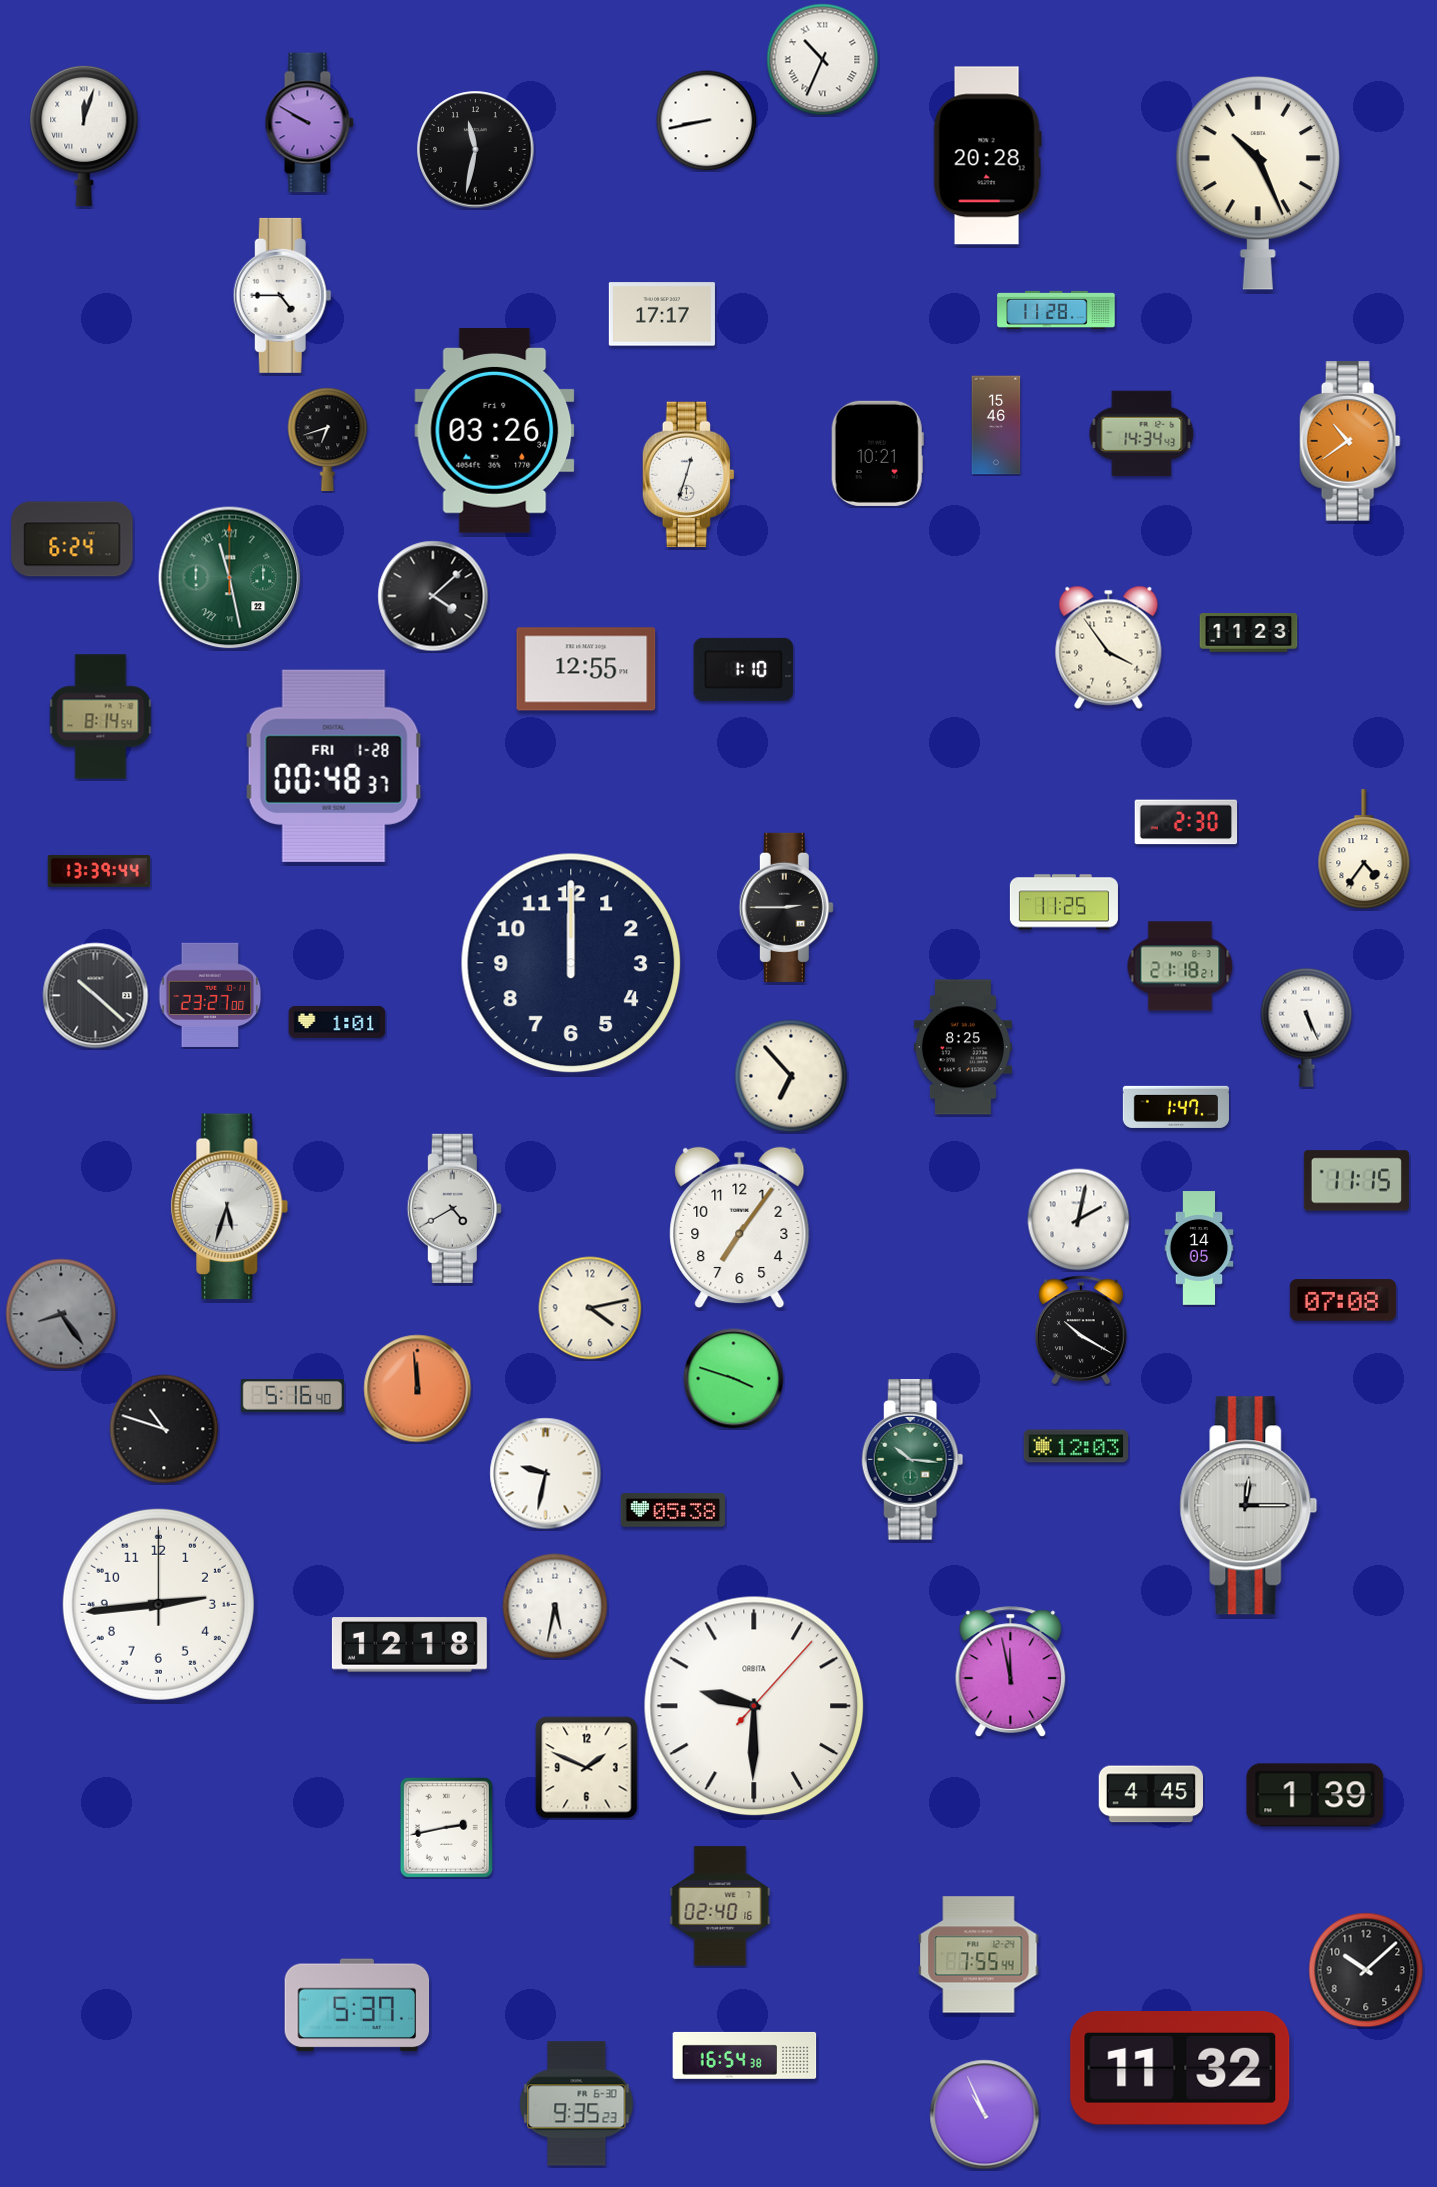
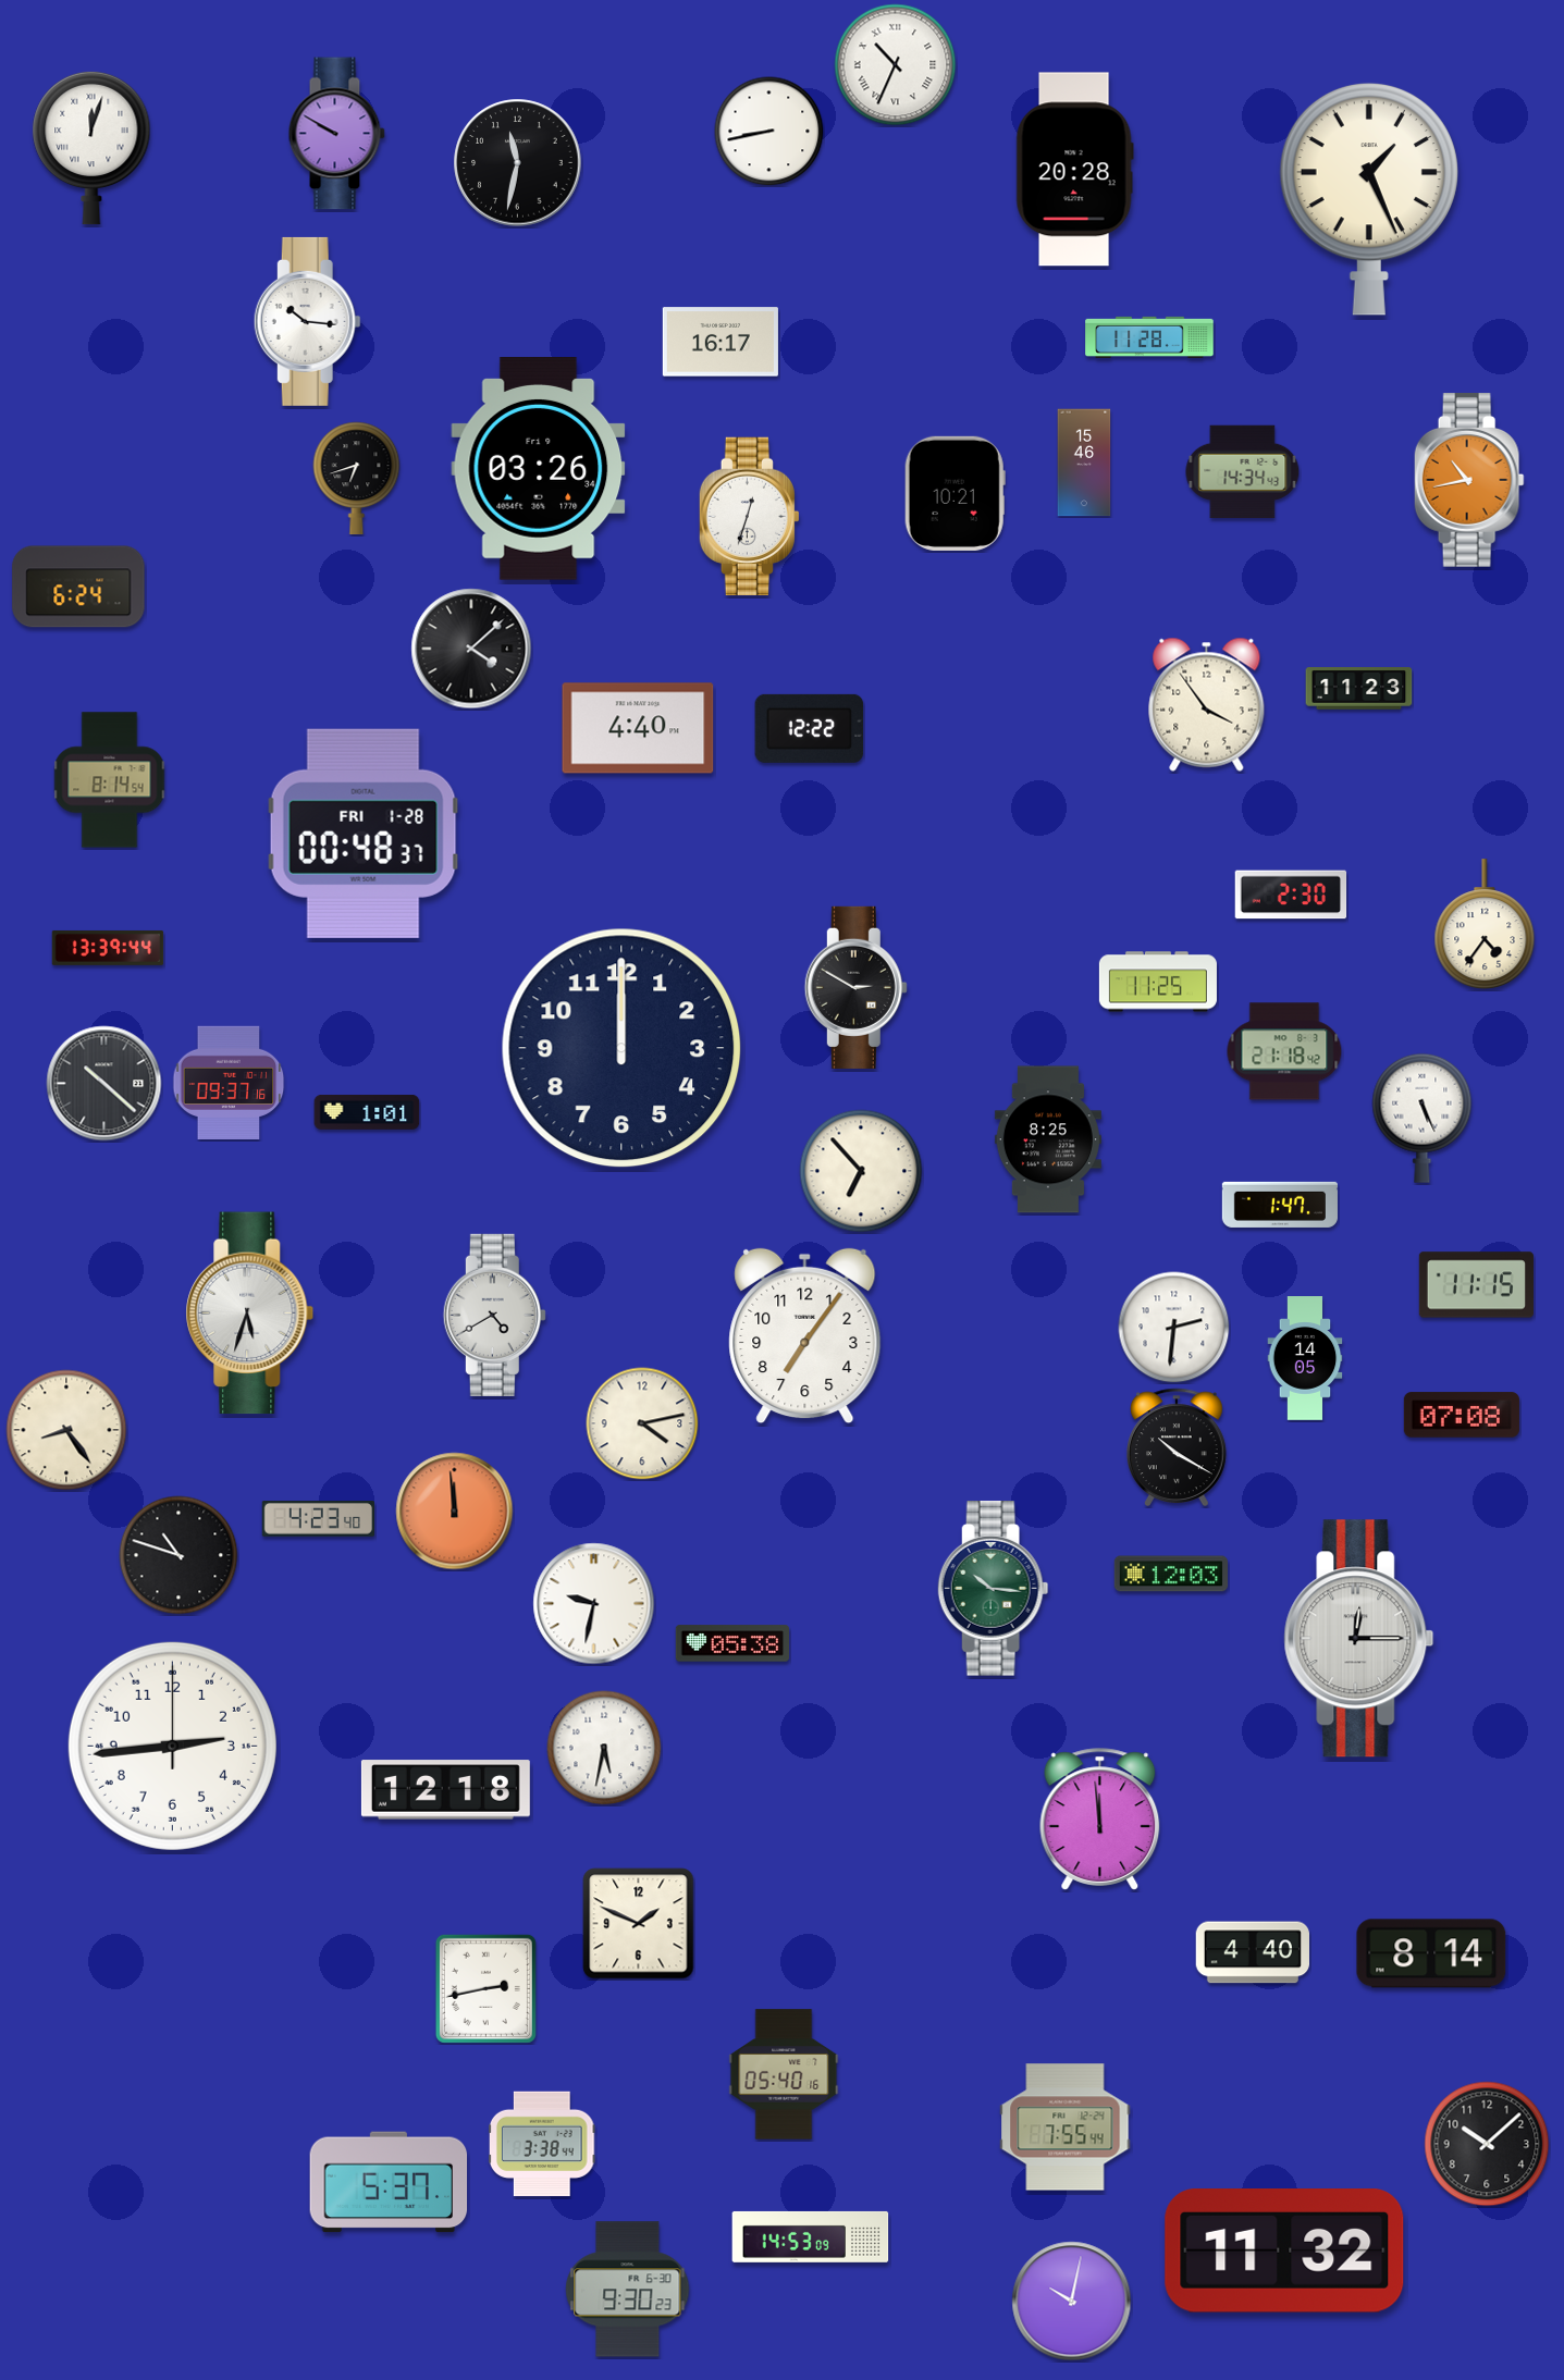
clock at (1258, 183): 10:26 -> 1:26
clock at (282, 295): 4:45 -> 10:16
clock at (662, 314): 17:17 -> 16:17
clock at (1350, 442): 10:39 -> 10:43
clock at (230, 578): 11:28 -> none
clock at (586, 669): 12:55 -> 4:40
clock at (744, 669): 1:10 -> 12:22
clock at (786, 907): 2:45 -> 2:50
clock at (1180, 966): 21:18:21 -> 21:18:42
clock at (210, 994): 23:27 -> 09:37
clock at (1079, 1220): 2:02 -> 2:31
clock at (61, 1314) dial: grey -> cream
clock at (734, 1379): 3:48 -> none
clock at (292, 1396): 5:16 -> 4:23
clock at (1011, 1672): 11:58 -> 11:59
clock at (754, 1706): 9:30 -> none
clock at (1150, 1794): 4:45 -> 4:40
clock at (1315, 1795): 1:39 -> 8:14
clock at (720, 1906): 02:40 -> 05:40
clock at (543, 2144): none -> 3:38
clock at (745, 2055): 16:54 -> 14:53
clock at (577, 2104): 9:35 -> 9:30
clock at (985, 2115): 10:56 -> 10:02
